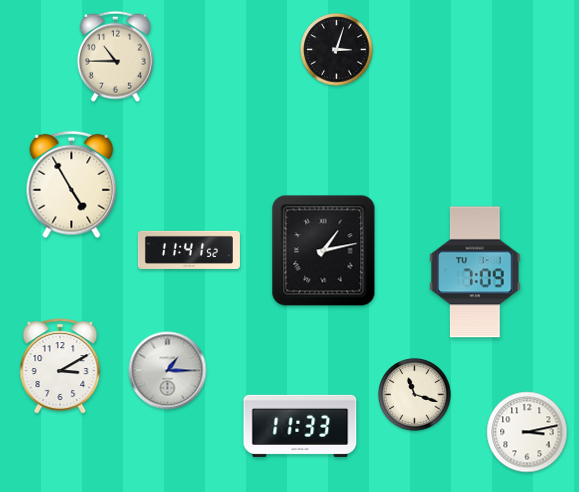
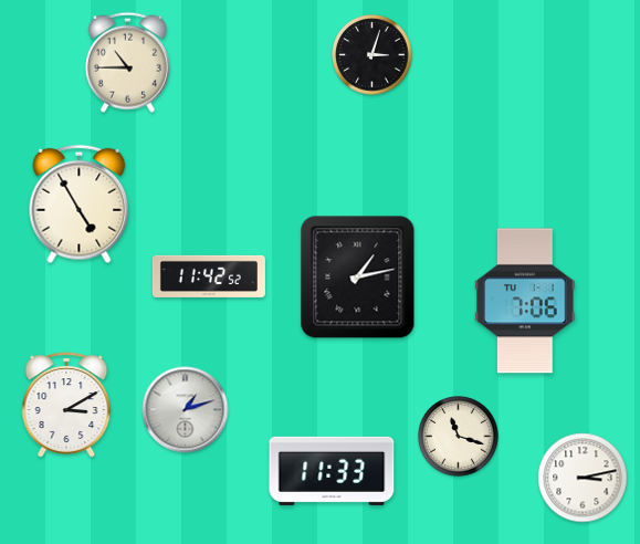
clock at (189, 250): 11:41 -> 11:42
clock at (475, 272): 7:09 -> 7:06
clock at (168, 371): 1:15 -> 1:12
